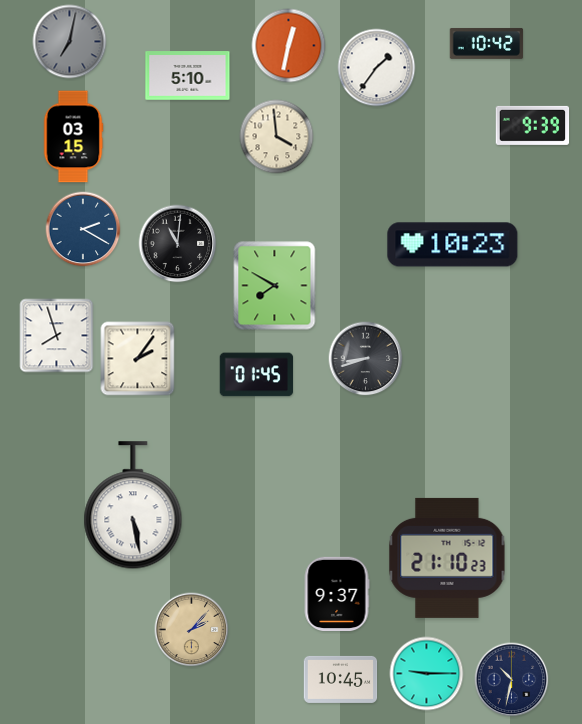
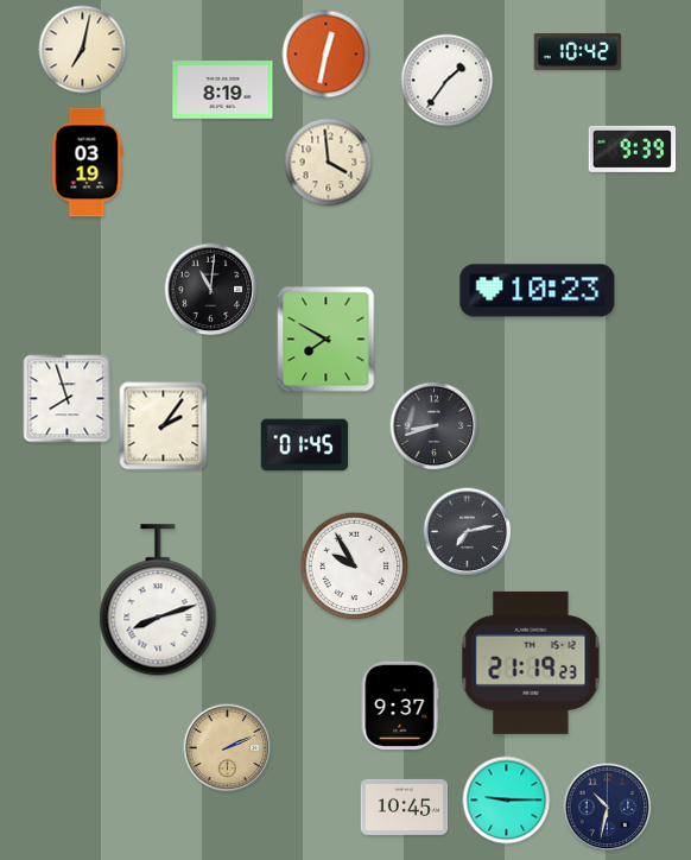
clock at (70, 42) dial: grey -> cream
clock at (289, 46) position: (289, 46) -> (327, 55)
clock at (188, 76): 5:10 -> 8:19
clock at (73, 137): 03:15 -> 03:19
clock at (83, 229): 2:20 -> none
clock at (468, 532): none -> 7:13
clock at (355, 567): none -> 9:55
clock at (133, 506): 5:28 -> 8:12
clock at (447, 558): 21:10 -> 21:19
clock at (192, 630): 2:07 -> 2:11
